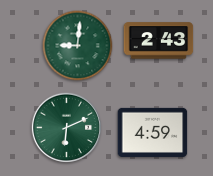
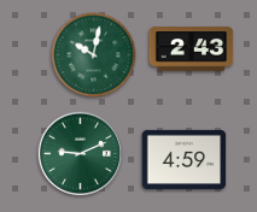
clock at (78, 46): 9:01 -> 10:02
clock at (67, 128): 6:11 -> 9:11
